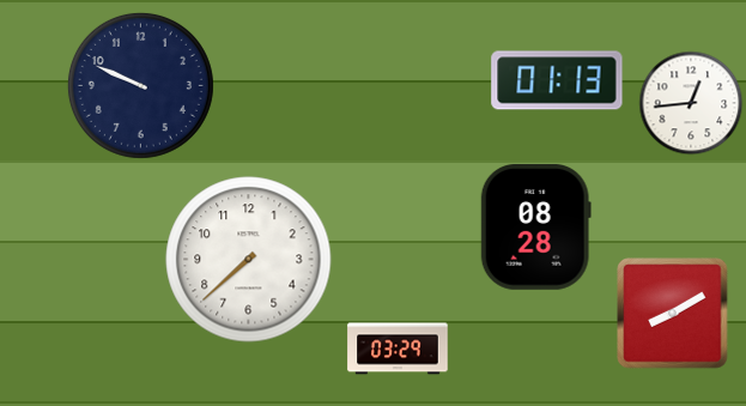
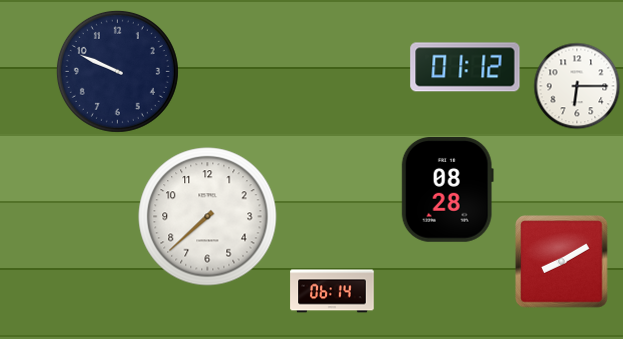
clock at (557, 80): 01:13 -> 01:12
clock at (691, 103): 12:44 -> 6:15
clock at (398, 349): 03:29 -> 06:14
